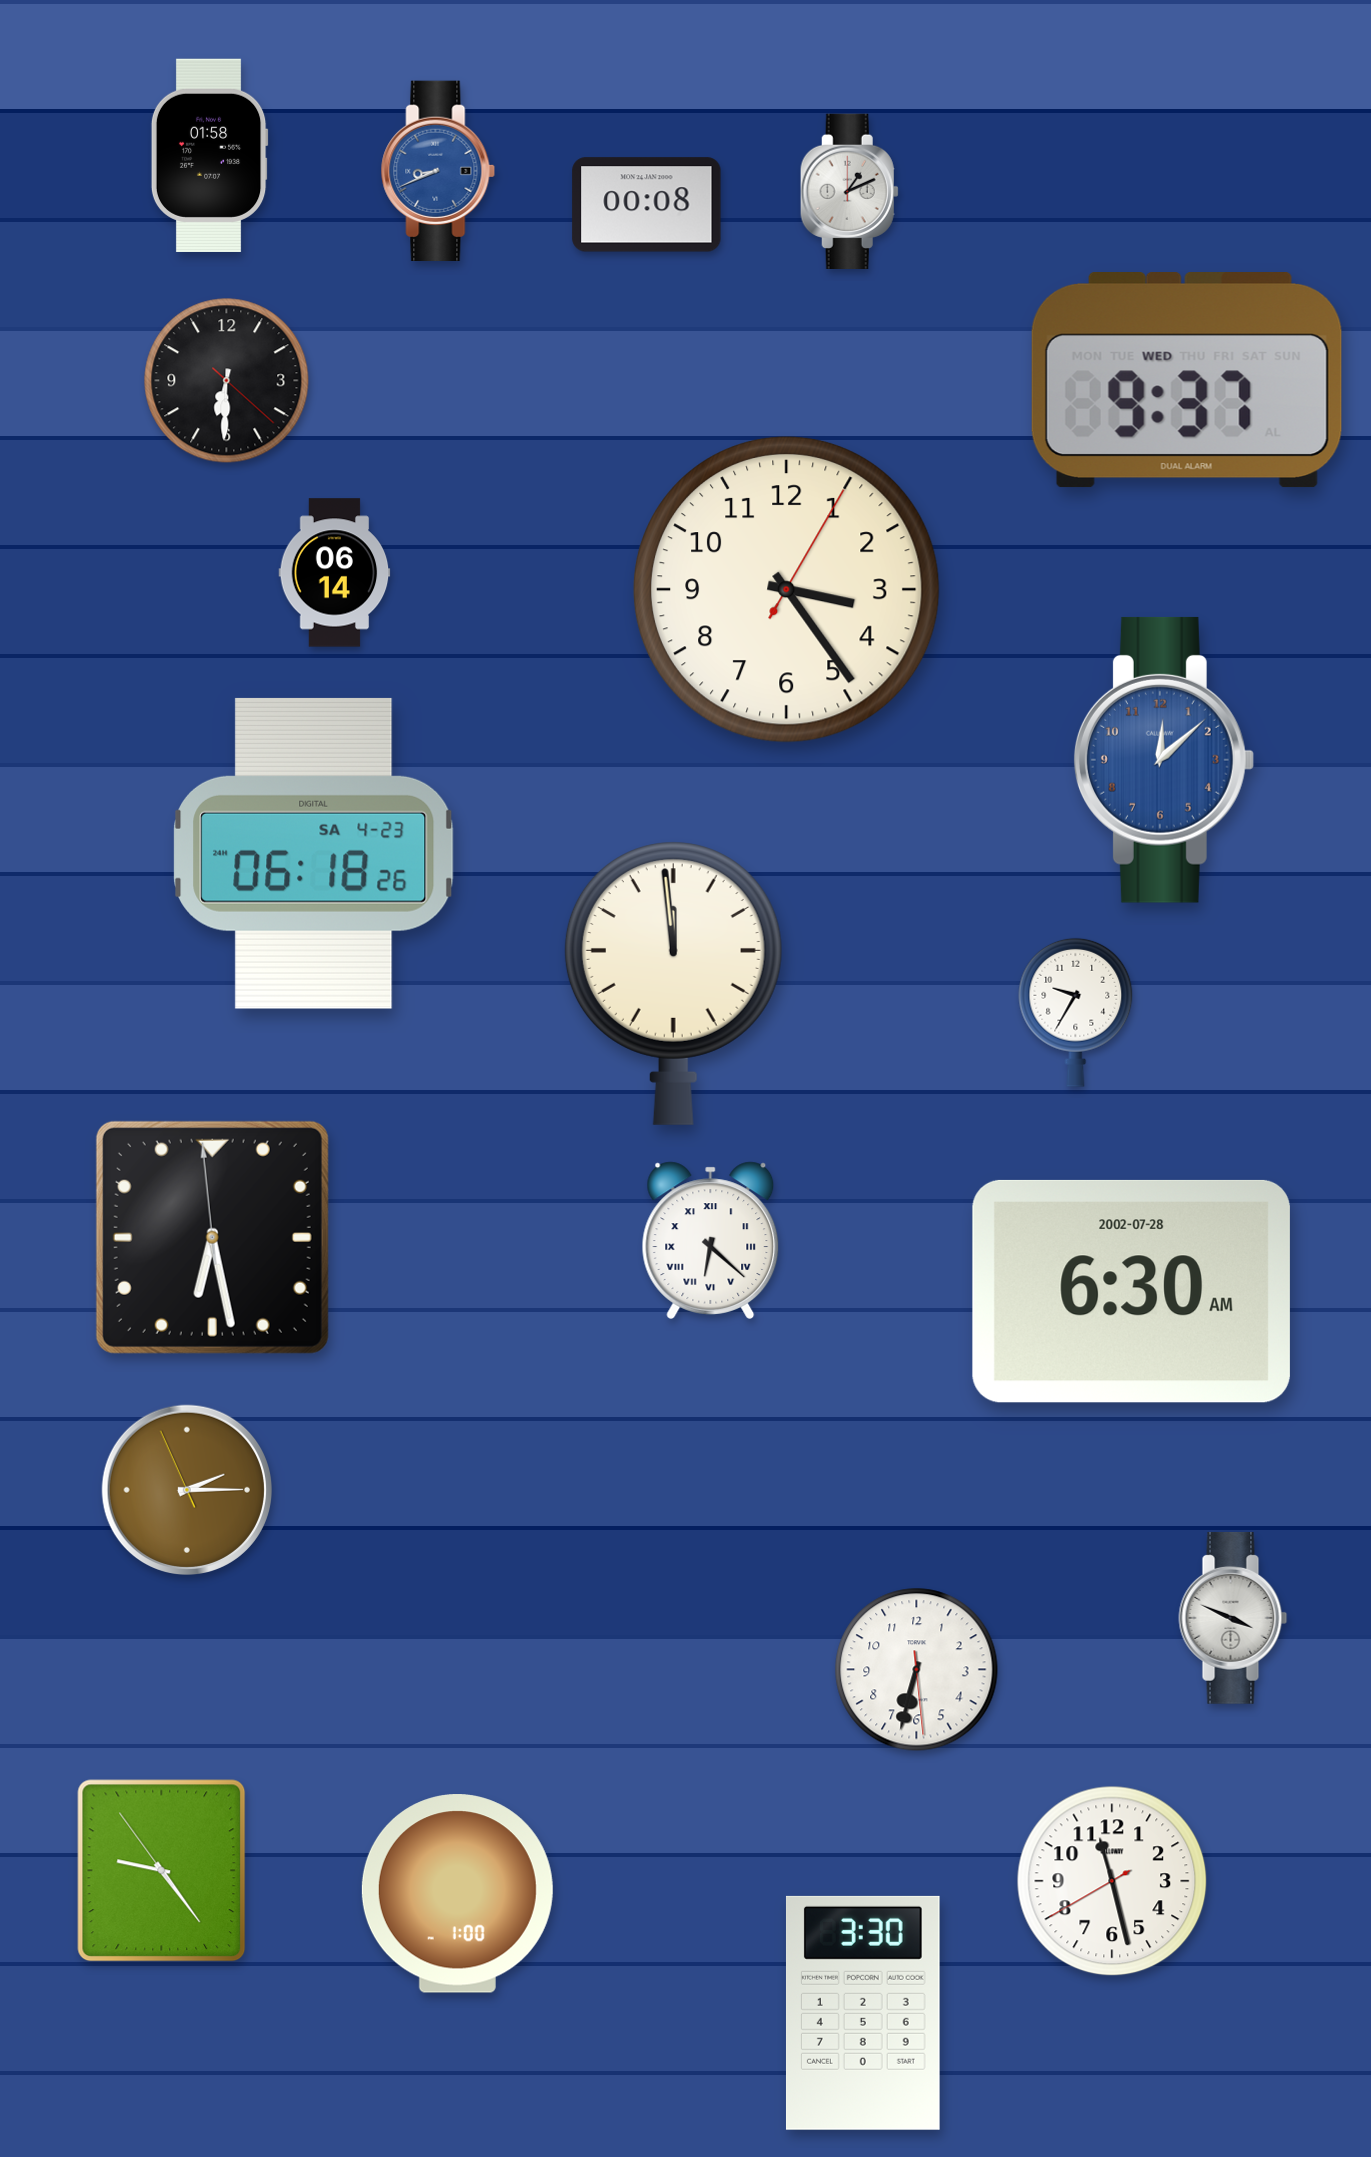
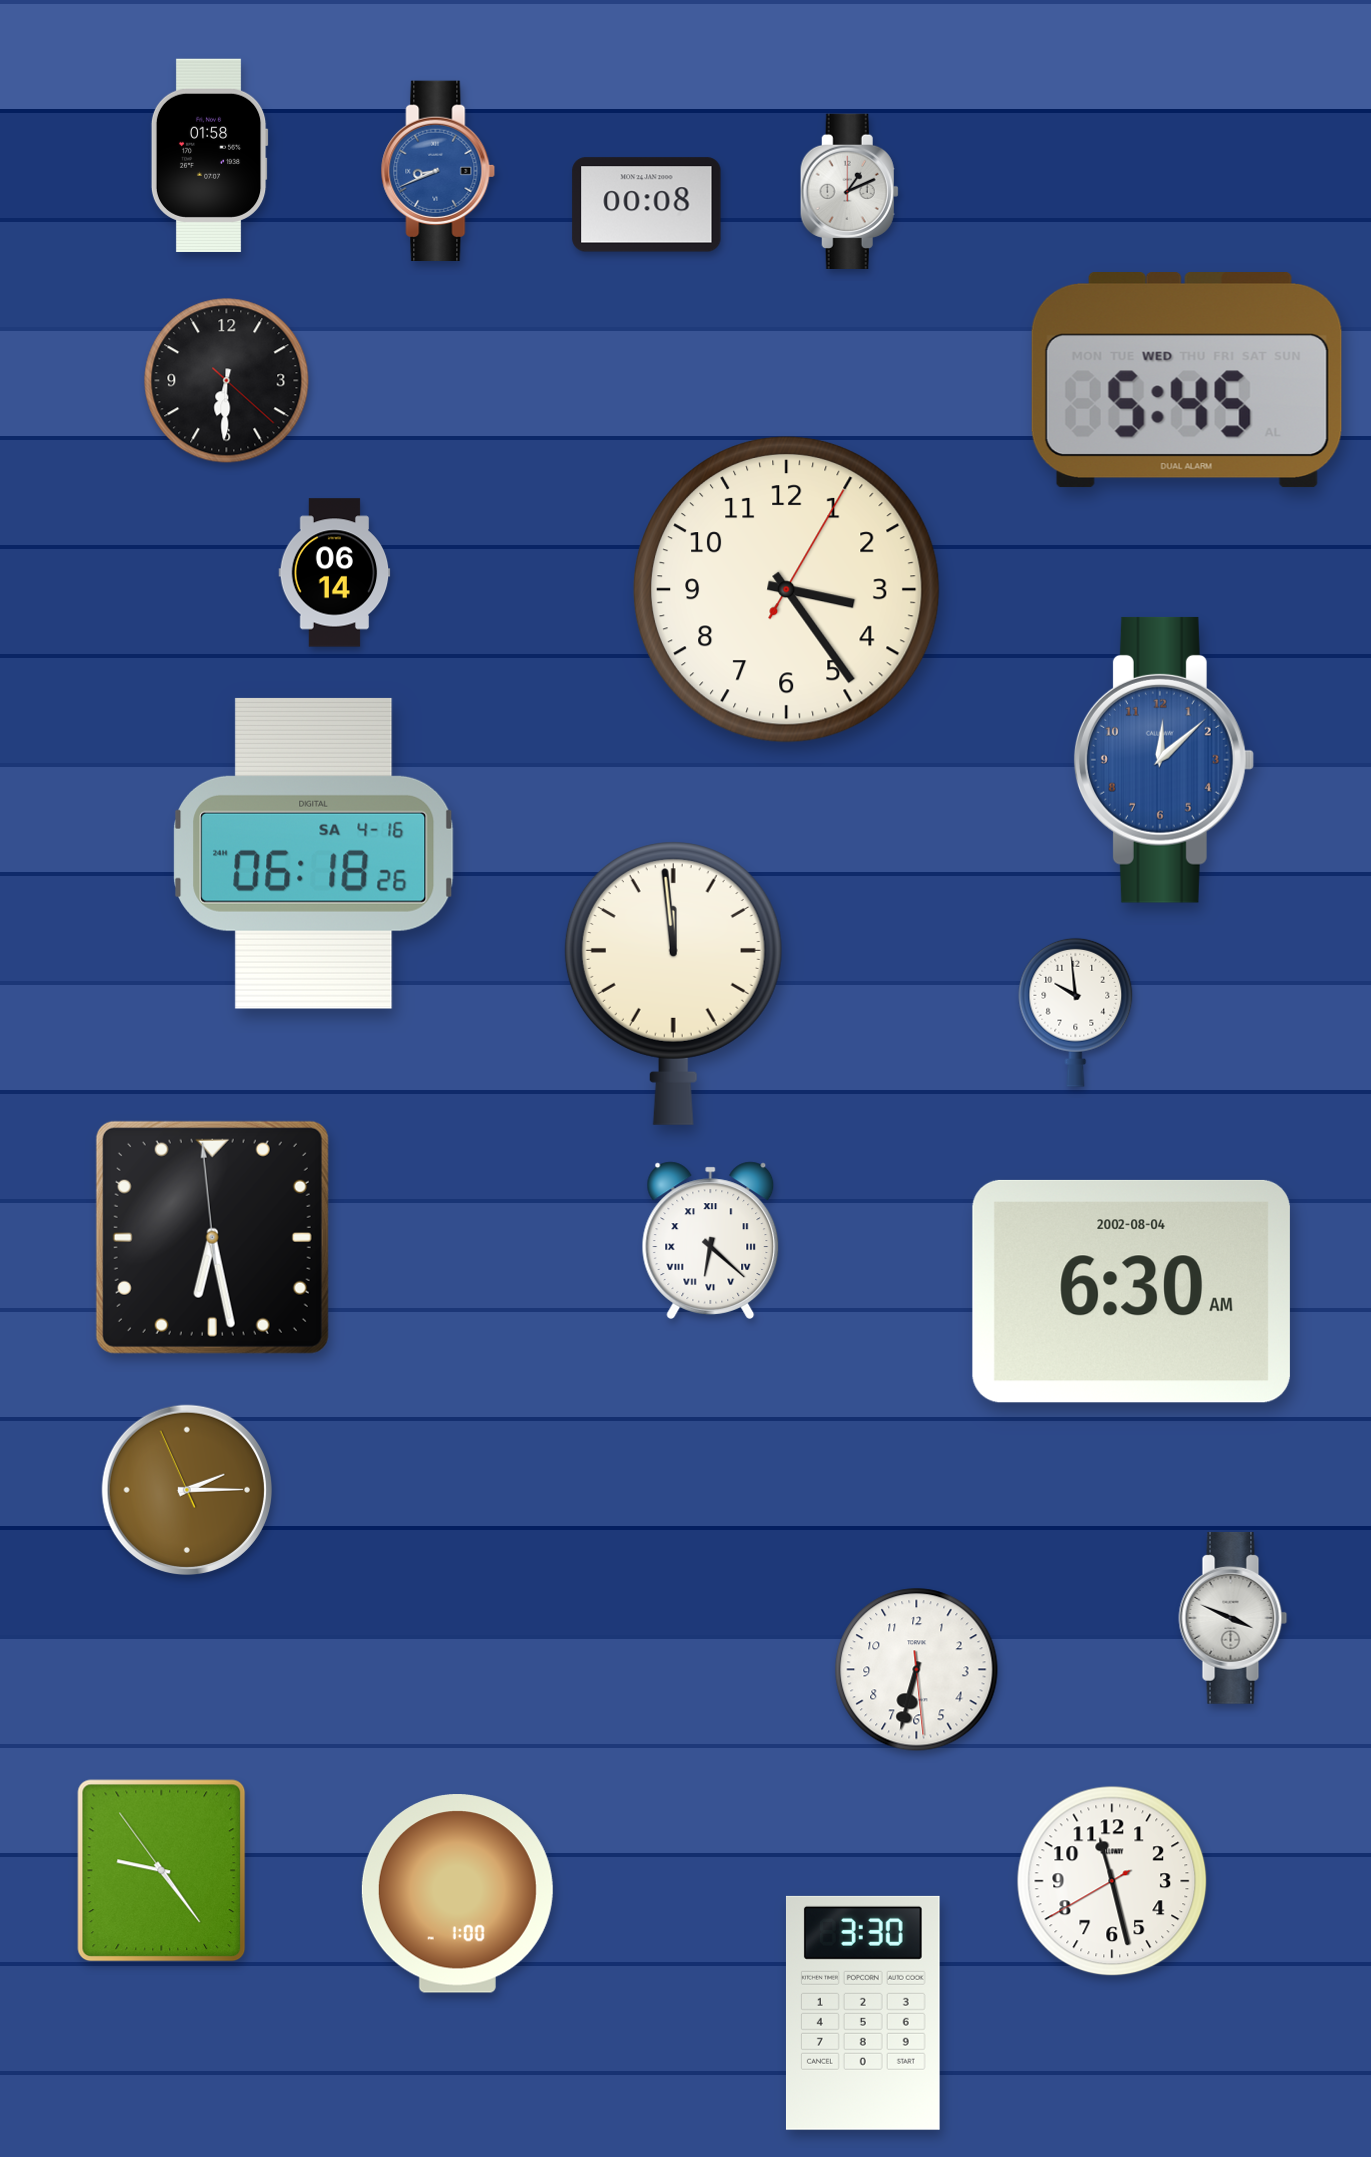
clock at (1187, 381): 9:37 -> 5:45
clock at (314, 853) date: SA 4-23 -> SA 4-16
clock at (1076, 1012): 9:35 -> 9:59
clock at (1131, 1291) date: 2002-07-28 -> 2002-08-04
